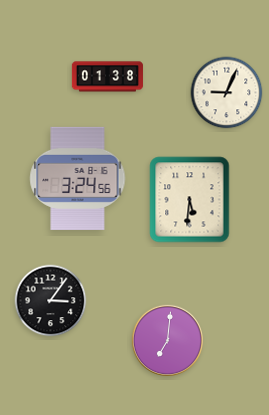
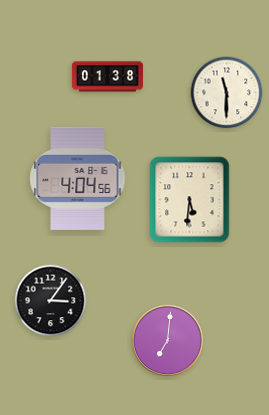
clock at (227, 93): 9:04 -> 11:30
clock at (78, 178): 3:24 -> 4:04
